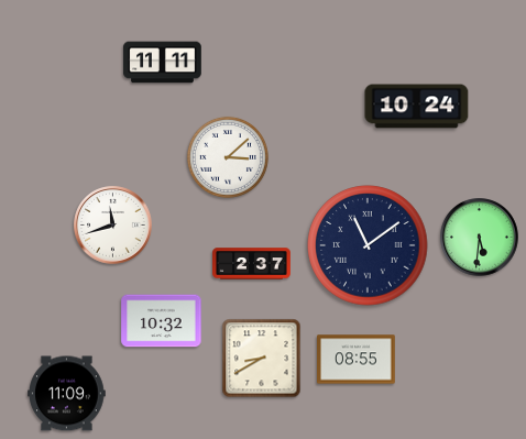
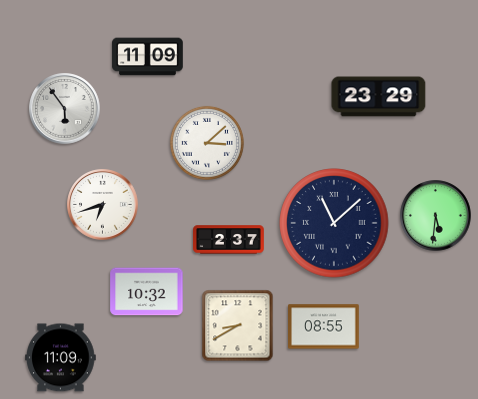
clock at (163, 63): 11:11 -> 11:09
clock at (417, 107): 10:24 -> 23:29
clock at (65, 109): none -> 5:54
clock at (113, 226): 11:42 -> 6:42
clock at (368, 245): 11:09 -> 11:08
